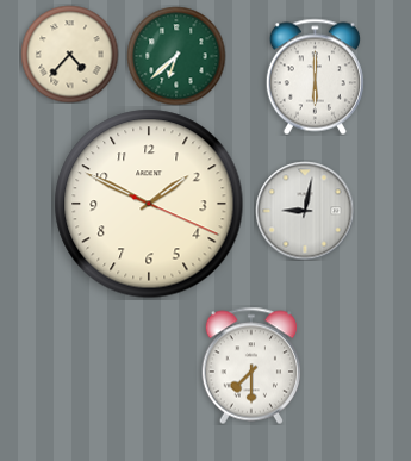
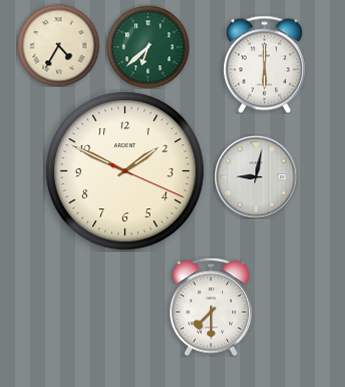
clock at (69, 54): 4:37 -> 4:35
